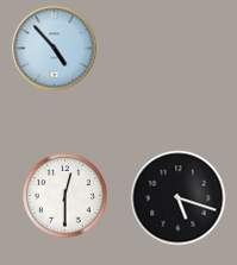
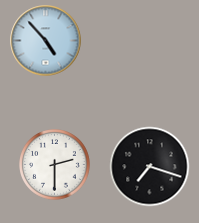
clock at (66, 196): 12:30 -> 2:30
clock at (179, 198): 5:18 -> 7:18
